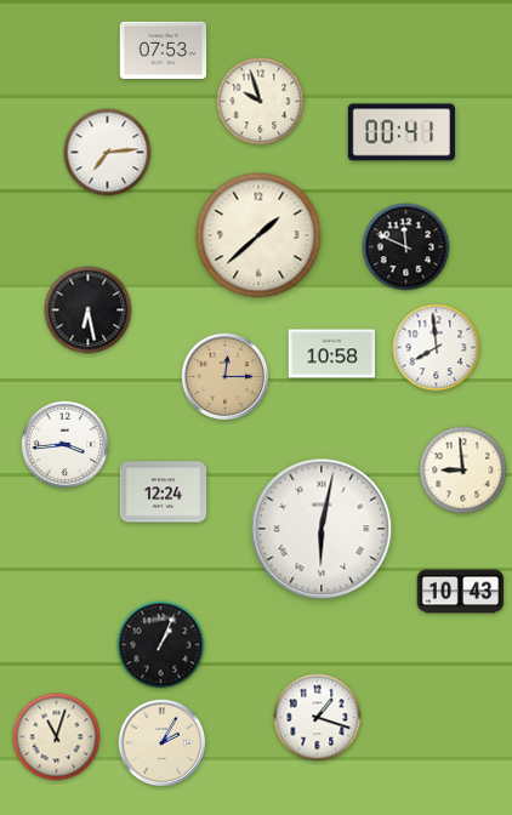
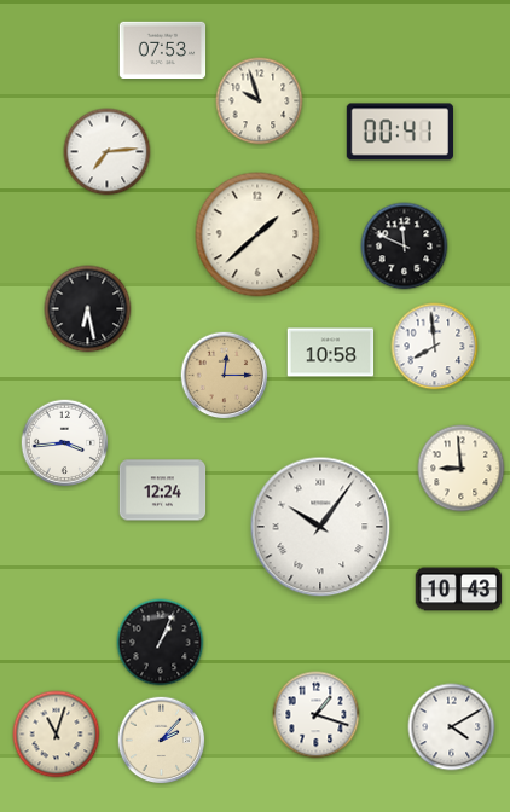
clock at (322, 529): 6:02 -> 10:06
clock at (452, 727): none -> 4:10
clock at (163, 743): 2:05 -> 2:07
